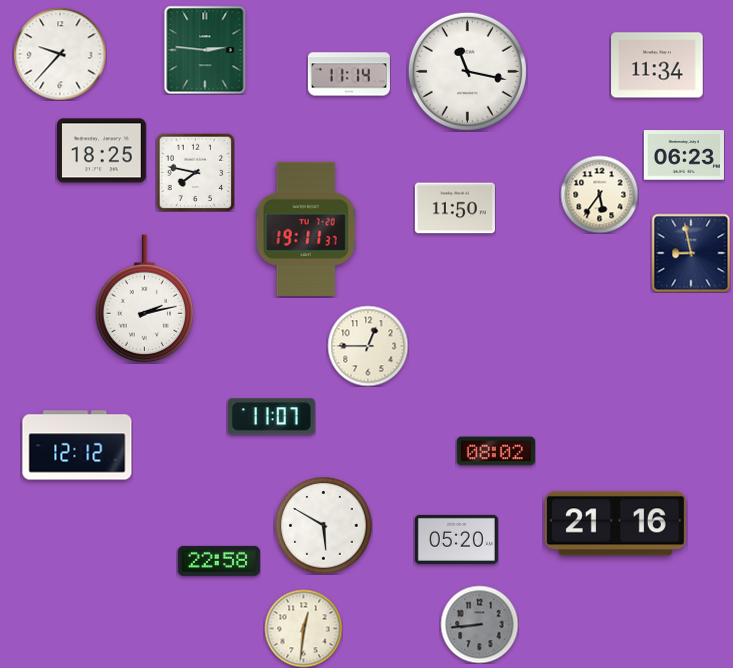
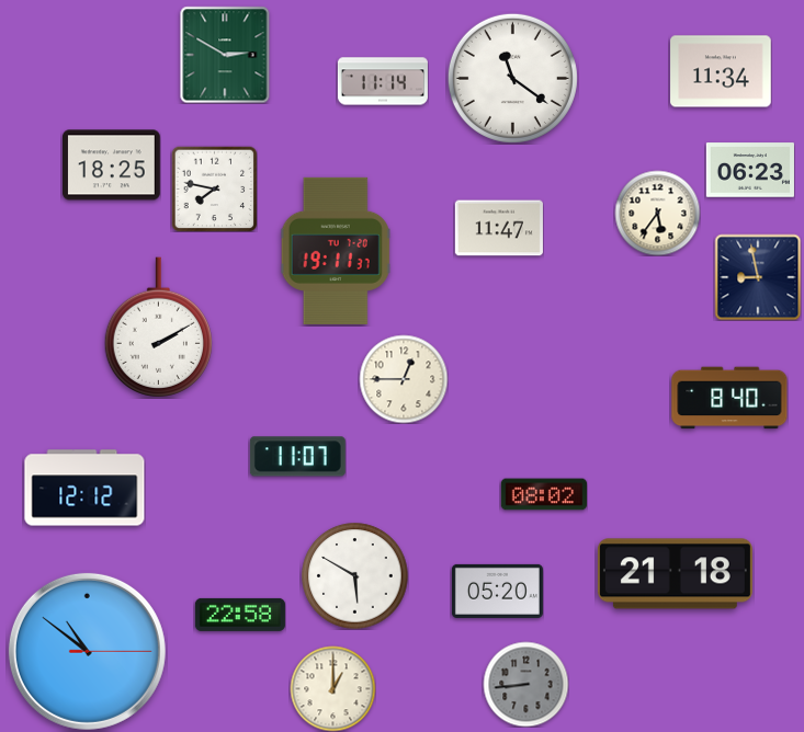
clock at (205, 50): 2:46 -> 2:50
clock at (60, 54): 9:37 -> none
clock at (467, 71): 11:17 -> 11:21
clock at (455, 208): 11:50 -> 11:47
clock at (144, 299): 2:13 -> 2:10
clock at (729, 398): none -> 8:40
clock at (615, 524): 21:16 -> 21:18
clock at (456, 539) position: (456, 539) -> (497, 591)
clock at (87, 651): none -> 10:51
clock at (303, 628): 12:31 -> 1:00
